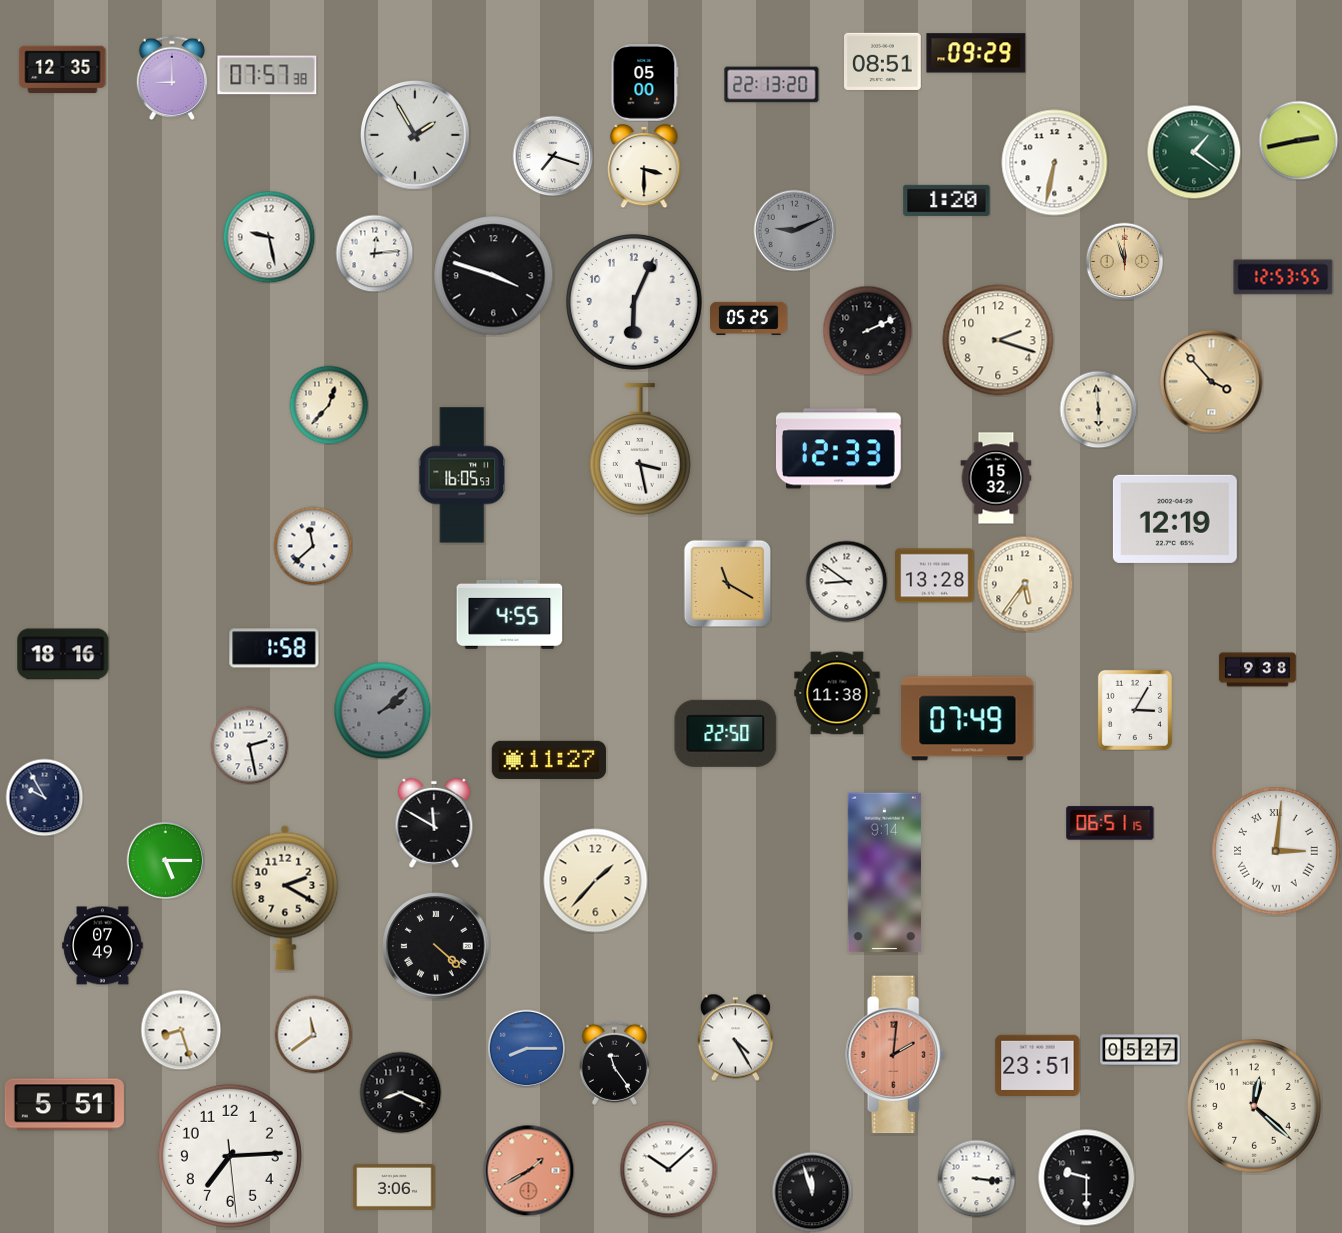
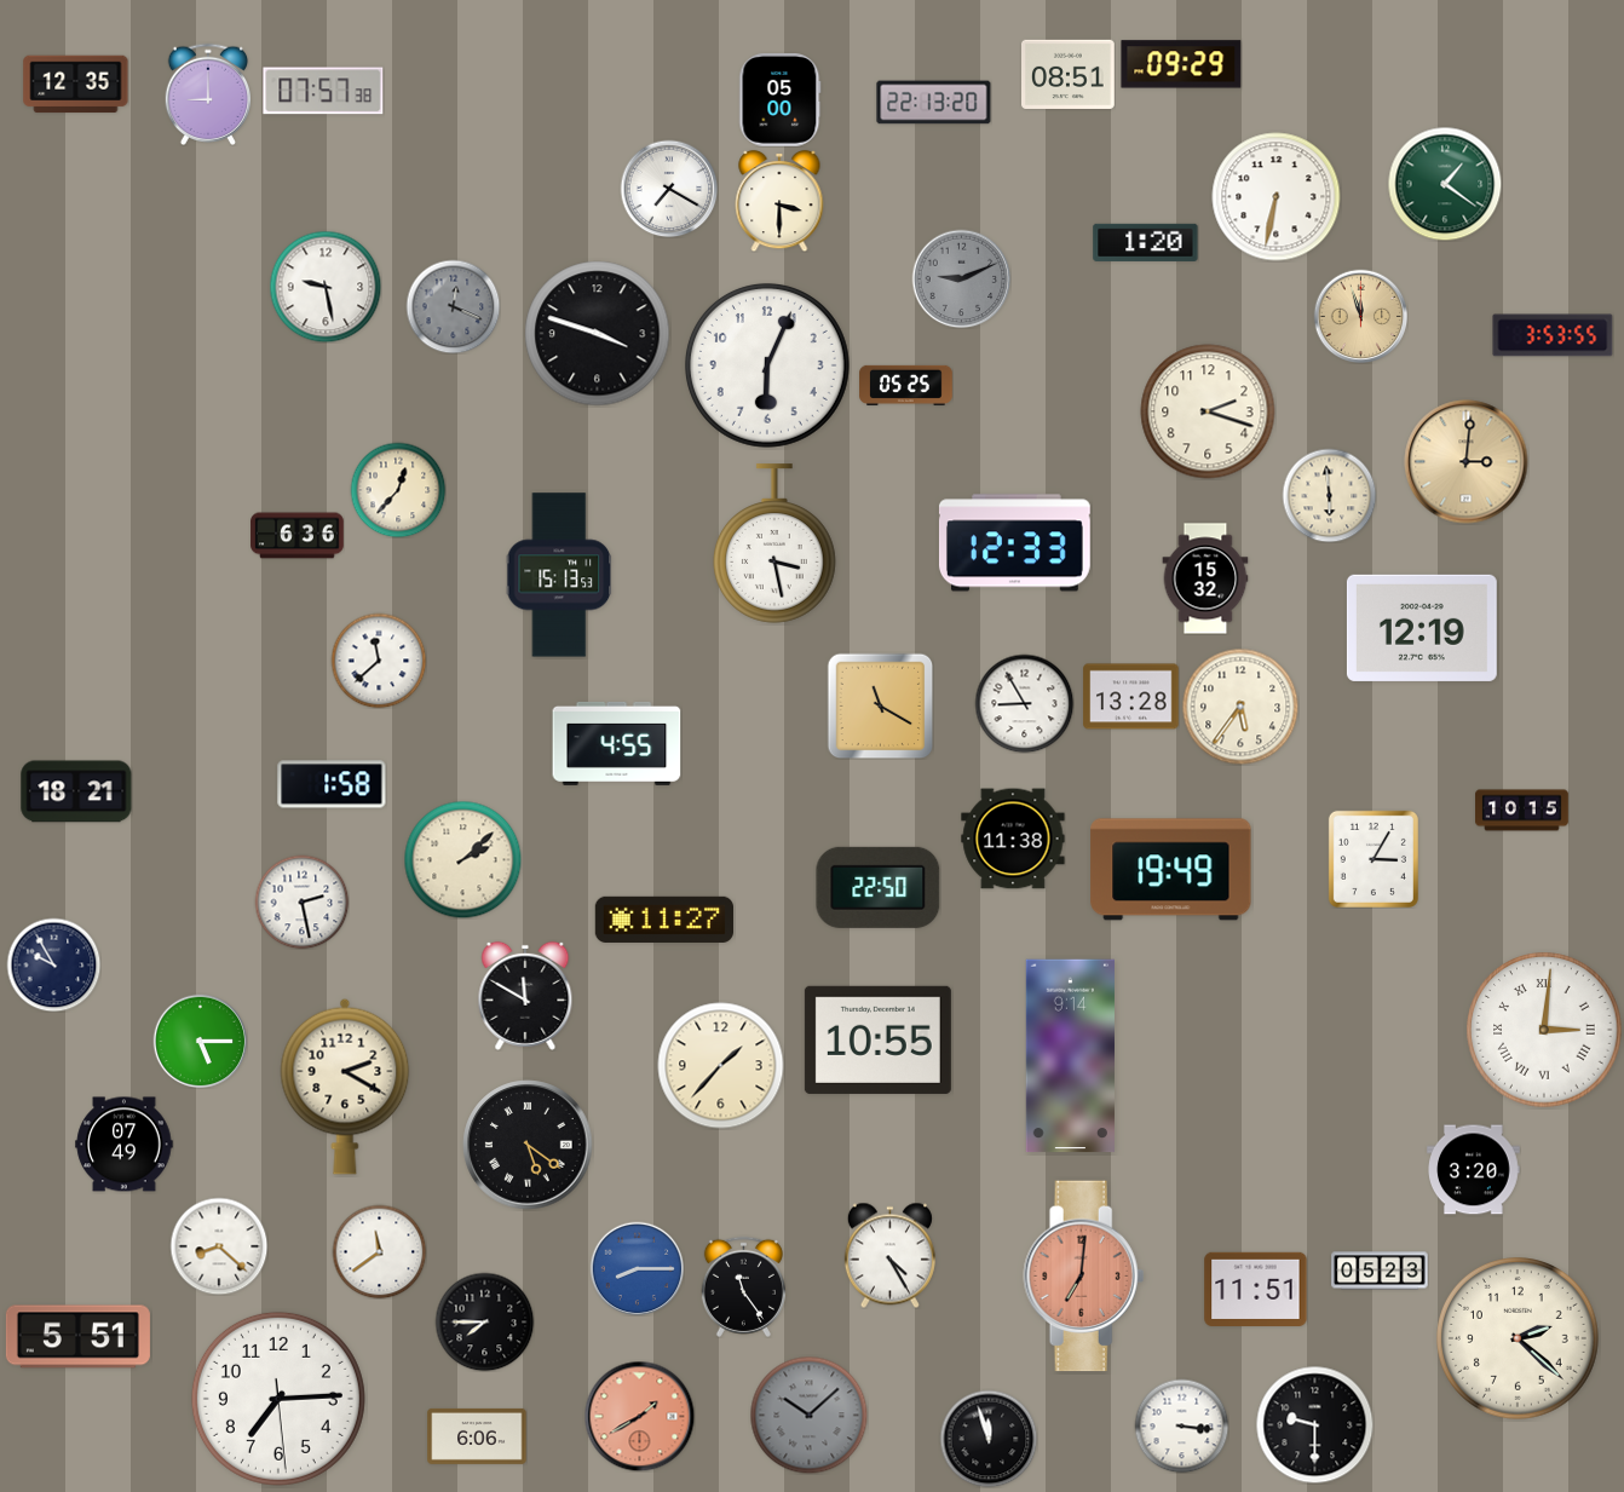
clock at (415, 135): 1:55 -> none
clock at (1298, 140): 2:43 -> none
clock at (553, 156): 7:18 -> 7:20
clock at (374, 253): 12:14 -> 12:19
clock at (374, 253) dial: white -> grey
clock at (1283, 277): 12:53 -> 3:53
clock at (867, 330): 2:11 -> none
clock at (1212, 382): 3:53 -> 3:01
clock at (298, 536): none -> 6:36
clock at (462, 475): 16:05 -> 15:13
clock at (846, 581): 8:51 -> 8:55
clock at (63, 654): 18:16 -> 18:21
clock at (1258, 670): 9:38 -> 10:15
clock at (382, 710) dial: grey -> cream
clock at (968, 719): 07:49 -> 19:49
clock at (1110, 823): 06:51 -> none
clock at (877, 1039): none -> 10:55
clock at (436, 946): 4:22 -> 5:21
clock at (1474, 1170): none -> 3:20
clock at (181, 1030): 8:27 -> 8:22
clock at (1140, 1050): 05:27 -> 05:23
clock at (896, 1055): 2:01 -> 7:01
clock at (1038, 1065): 23:51 -> 11:51
clock at (400, 1092): 8:19 -> 7:45
clock at (1255, 1107): 12:22 -> 2:22
clock at (668, 1169) dial: white -> grey
clock at (394, 1187): 3:06 -> 6:06
clock at (812, 1192) position: (812, 1192) -> (989, 1439)
